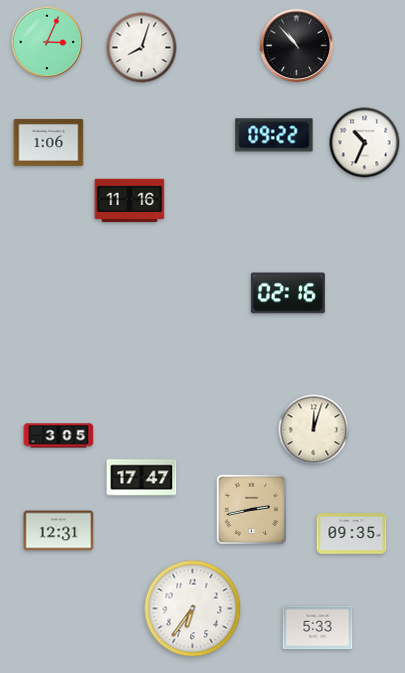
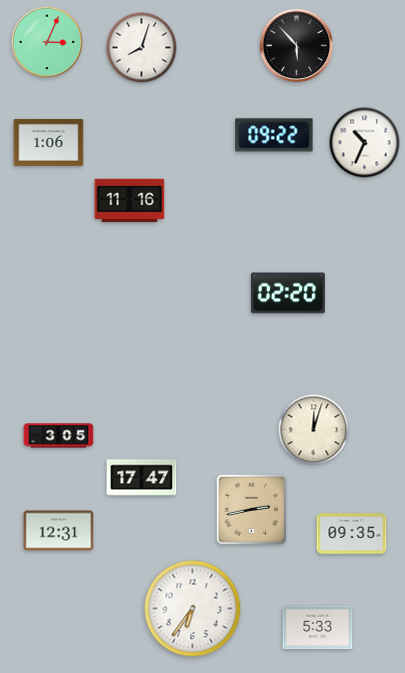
clock at (297, 46): 10:53 -> 5:53
clock at (288, 293): 02:16 -> 02:20
